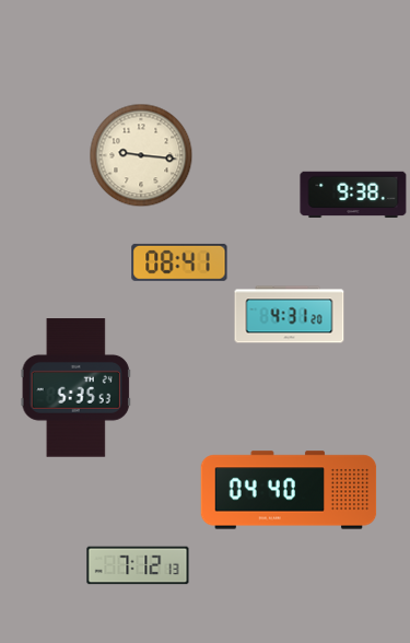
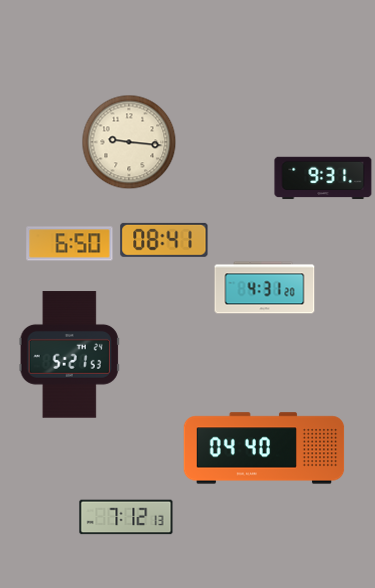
clock at (353, 195): 9:38 -> 9:31
clock at (70, 244): none -> 6:50
clock at (75, 388): 5:35 -> 5:21
